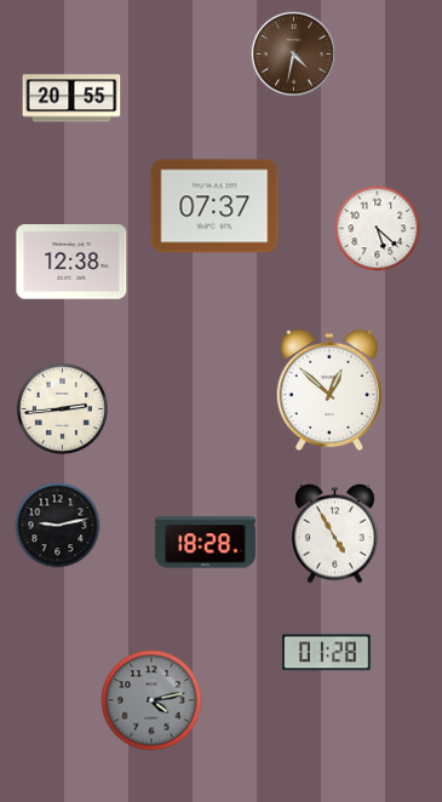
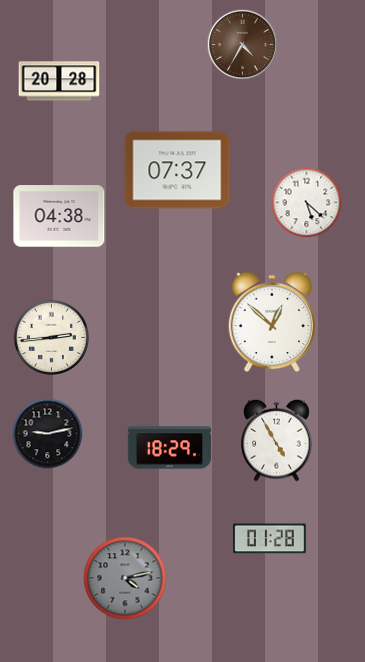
clock at (293, 53): 4:32 -> 4:35
clock at (71, 98): 20:55 -> 20:28
clock at (378, 229) position: (378, 229) -> (307, 203)
clock at (71, 262): 12:38 -> 04:38
clock at (205, 543): 18:28 -> 18:29
